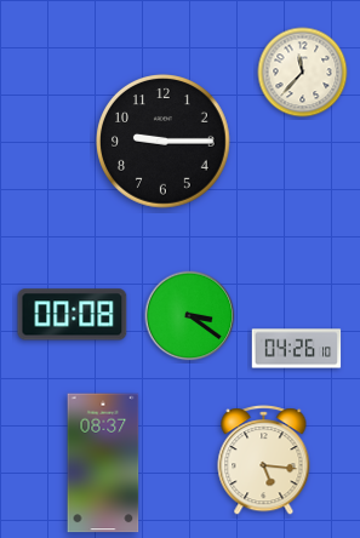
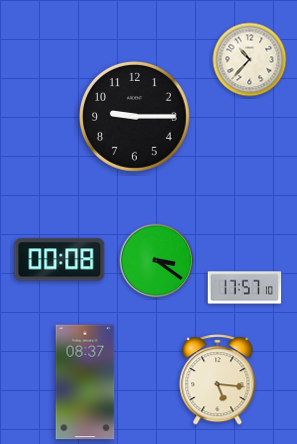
clock at (303, 73): 11:37 -> 10:37
clock at (297, 349): 04:26 -> 17:57
